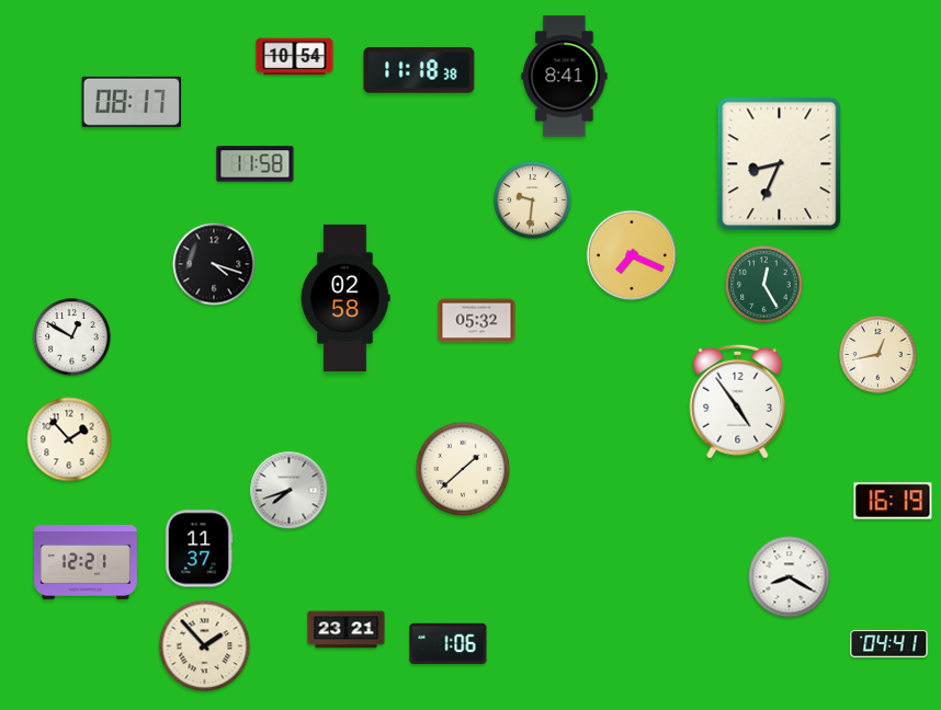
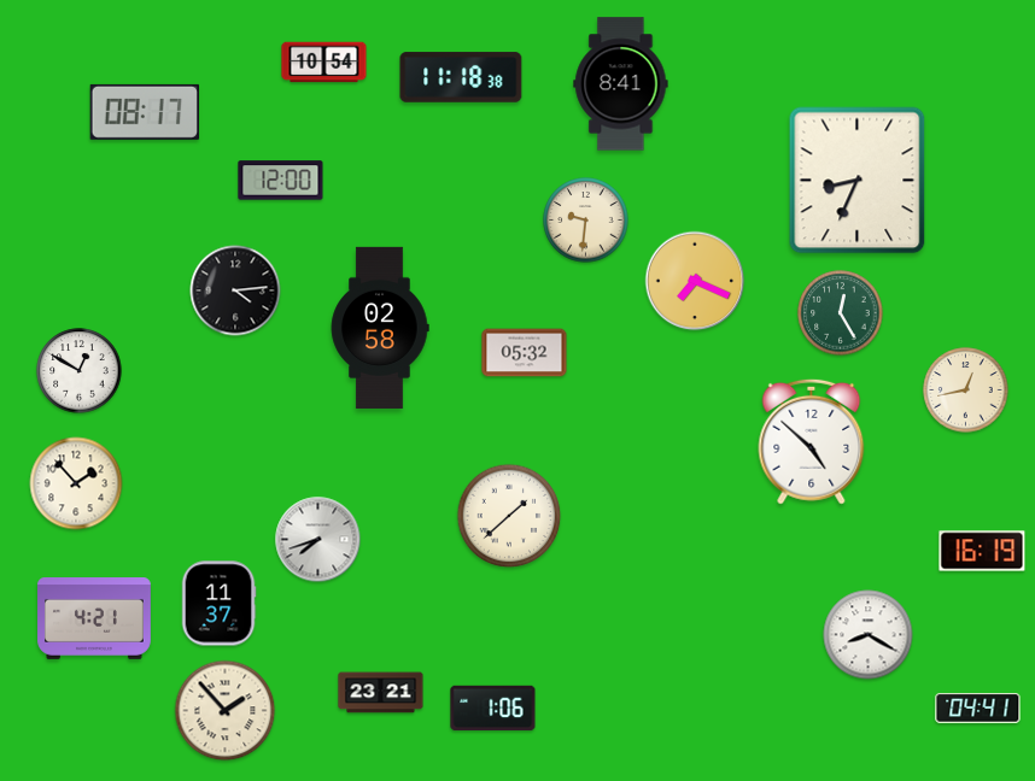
clock at (256, 164): 11:58 -> 12:00
clock at (214, 264): 4:18 -> 4:14
clock at (738, 401): 4:54 -> 4:52
clock at (86, 563): 12:21 -> 4:21
